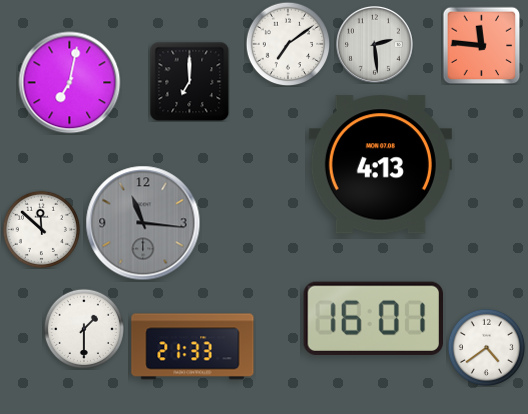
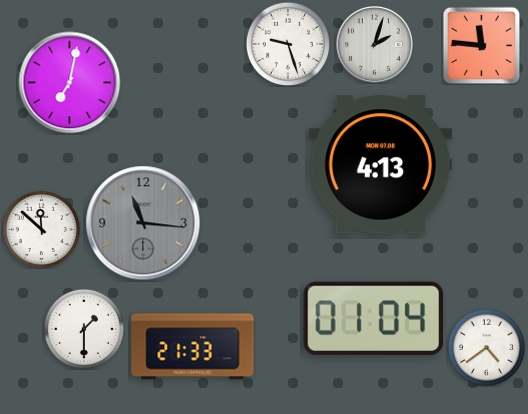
clock at (288, 44): 7:09 -> 9:27
clock at (375, 45): 2:29 -> 2:03
clock at (189, 81): 7:00 -> none
clock at (373, 318): 16:01 -> 01:04
